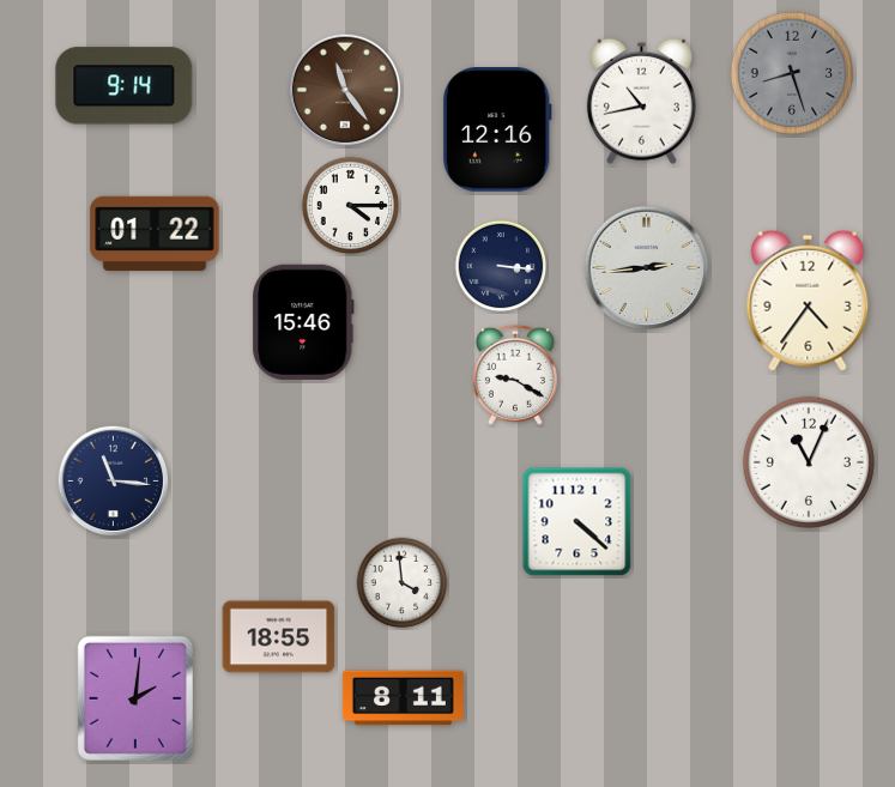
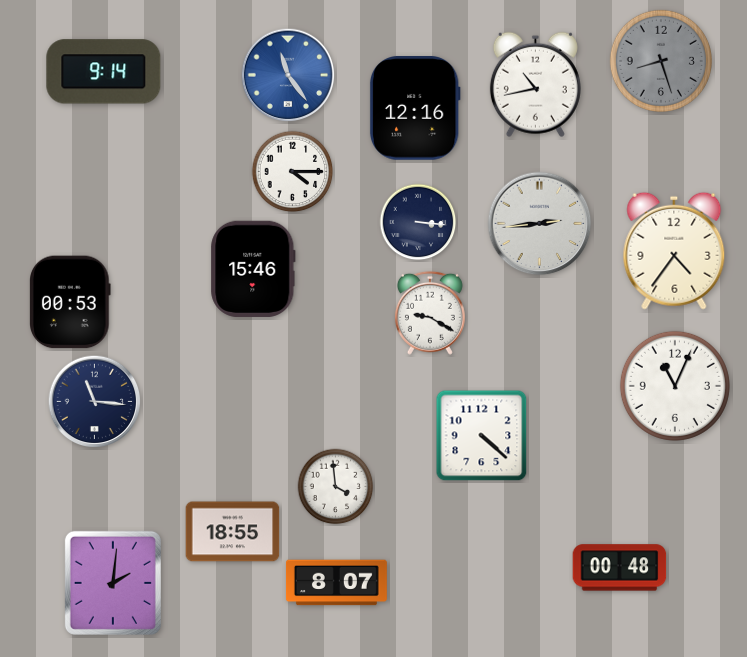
clock at (345, 90) dial: brown -> blue
clock at (155, 234): 01:22 -> none
clock at (71, 302): none -> 00:53
clock at (620, 568): none -> 00:48
clock at (403, 698): 8:11 -> 8:07
